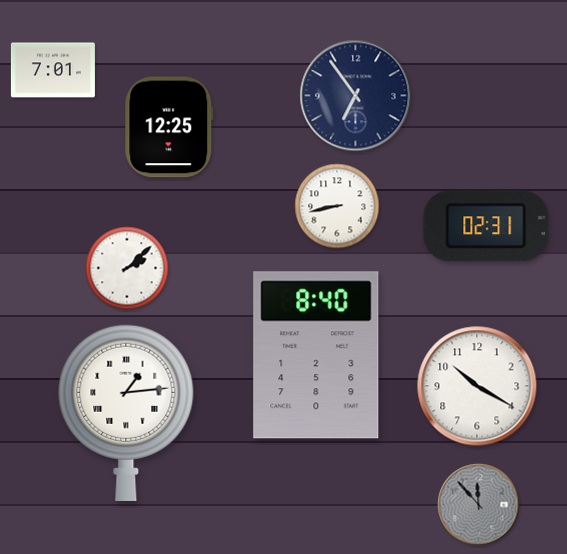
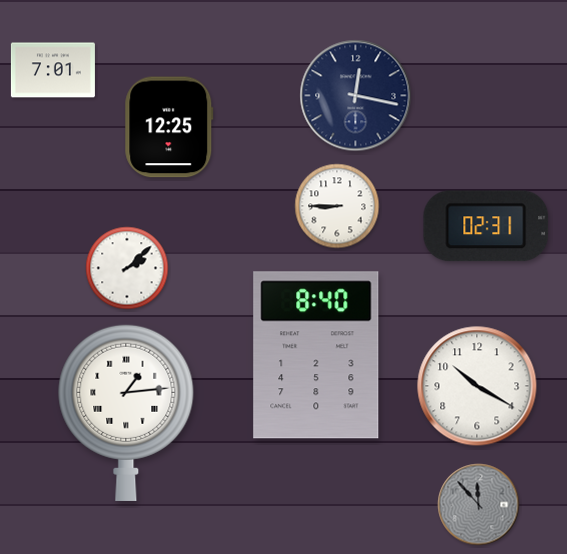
clock at (356, 96): 6:54 -> 12:17
clock at (337, 206): 8:43 -> 8:45
